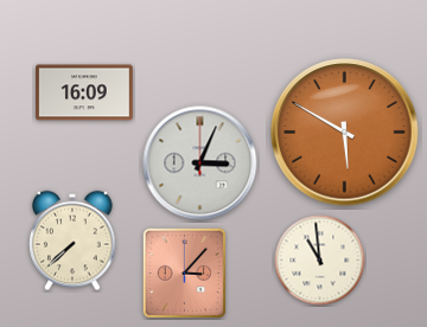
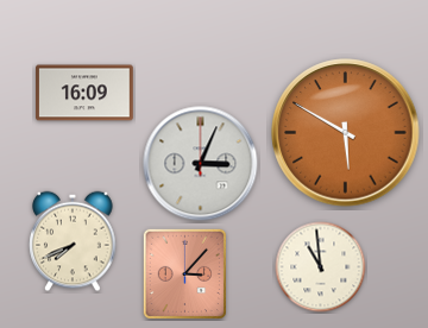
clock at (72, 241): 7:38 -> 7:41
clock at (320, 261) position: (320, 261) -> (321, 267)
